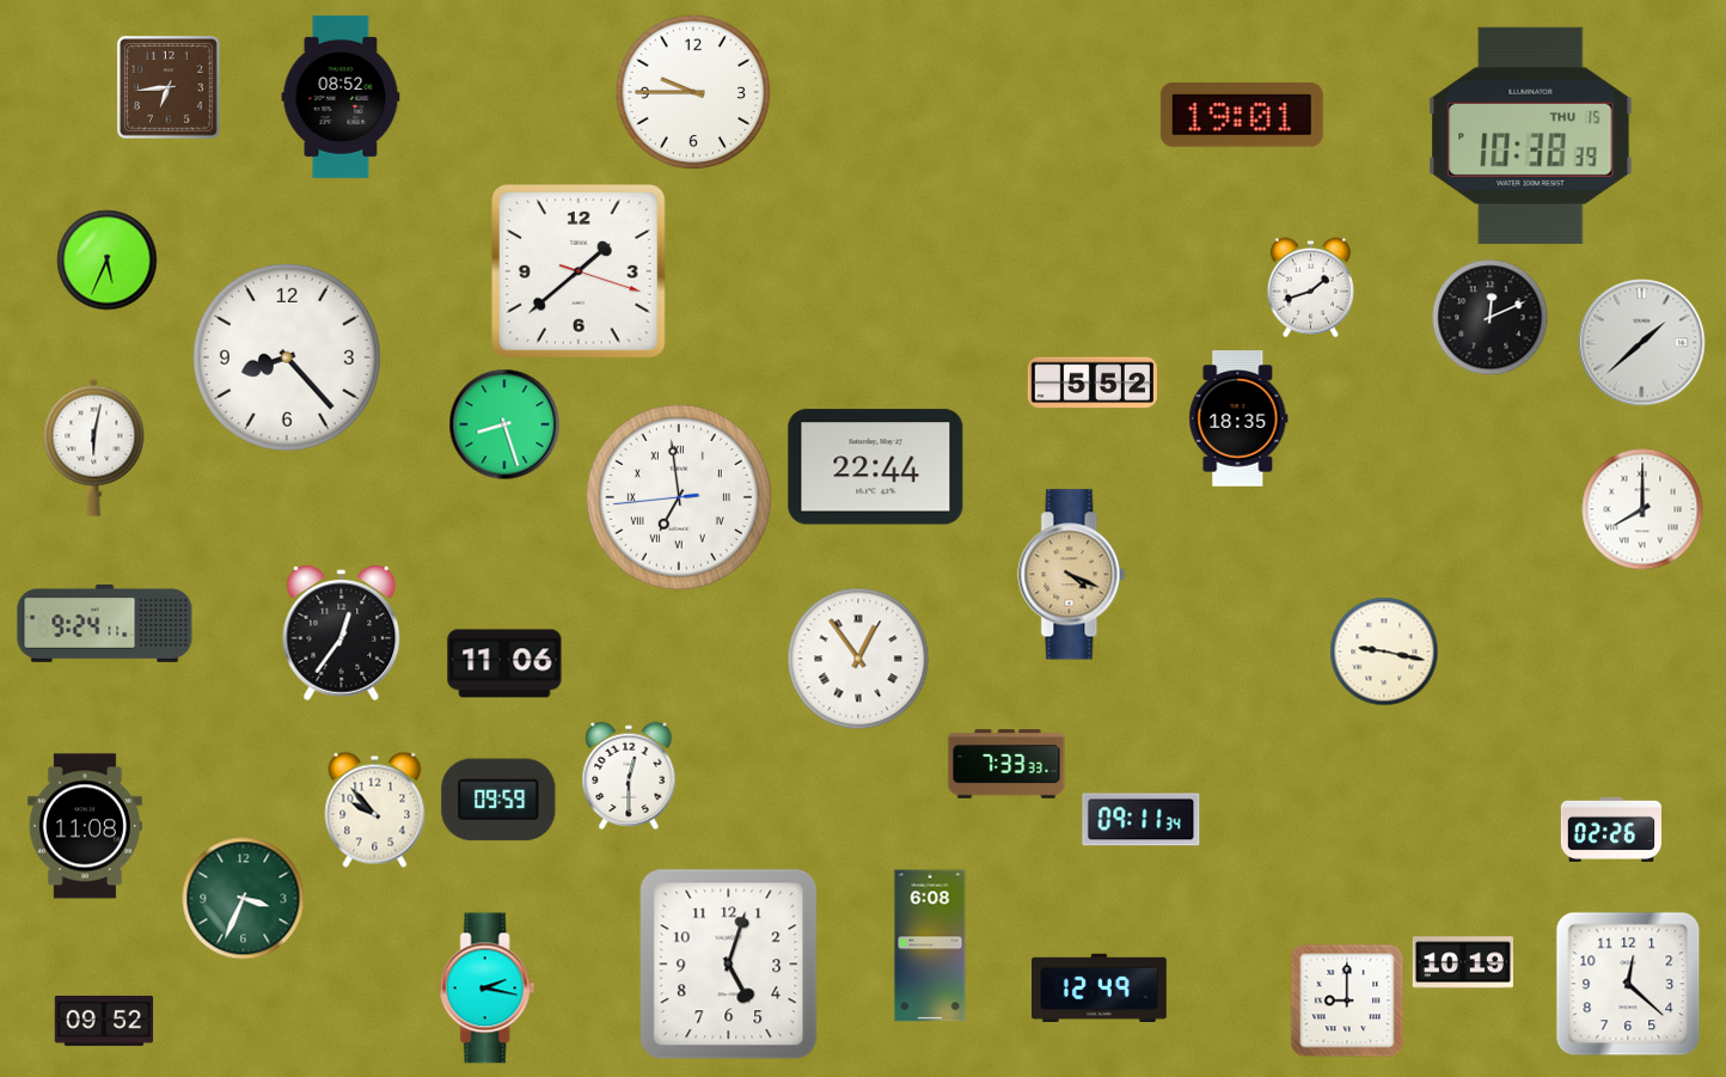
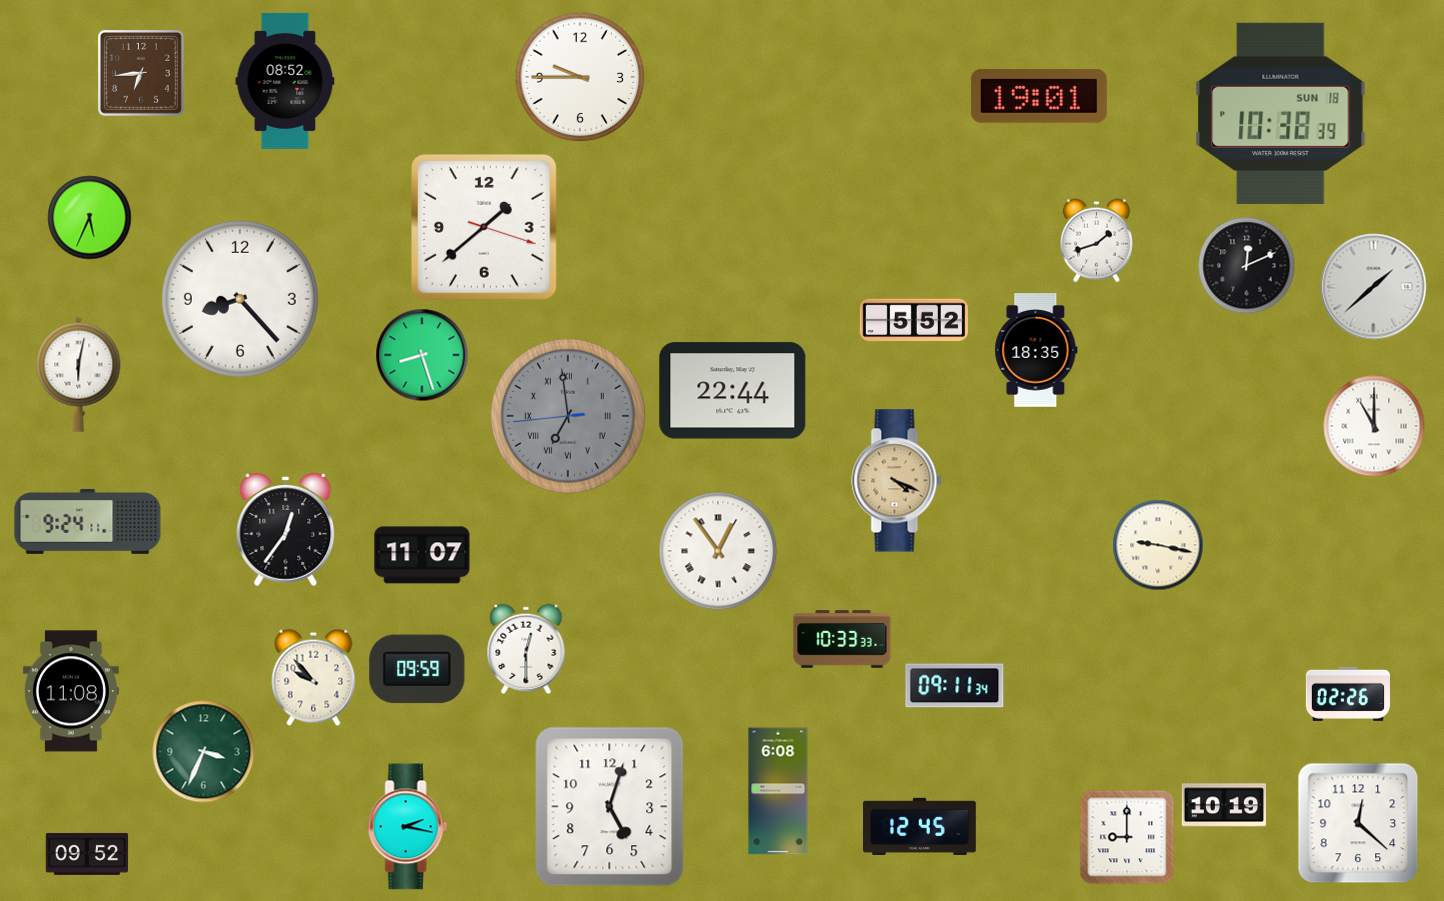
clock at (1531, 135) date: THU 15 -> SUN 18
clock at (679, 497) dial: white -> grey
clock at (1642, 509): 8:00 -> 11:00
clock at (504, 663): 11:06 -> 11:07
clock at (1006, 764): 7:33 -> 10:33
clock at (1628, 984) position: (1628, 984) -> (1358, 823)
clock at (1100, 987): 12:49 -> 12:45
